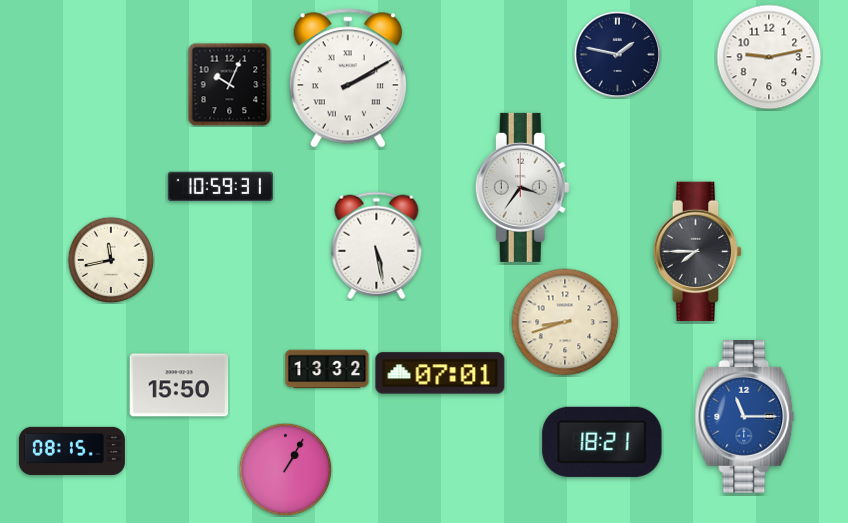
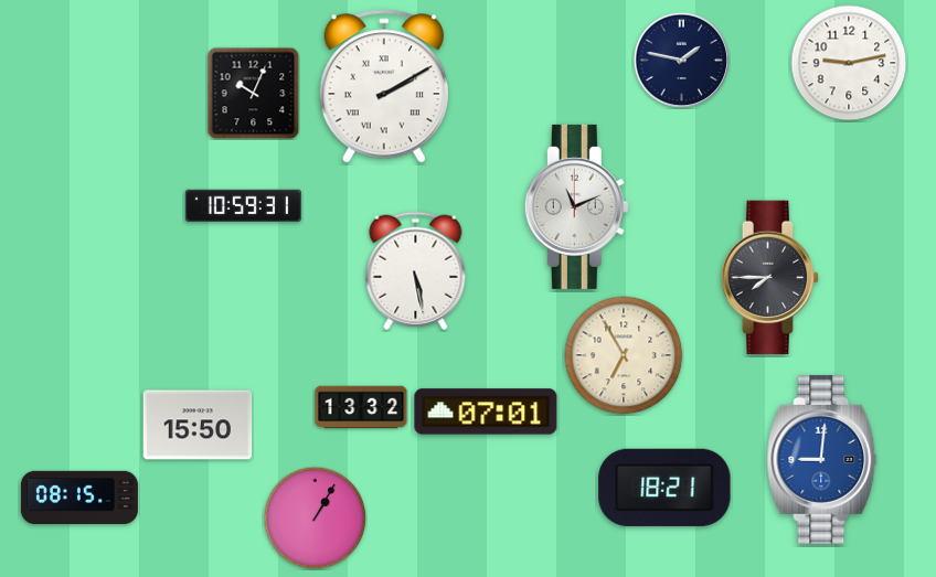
clock at (522, 187): 3:36 -> 11:11
clock at (111, 260): 11:43 -> none
clock at (565, 322): 8:42 -> 6:55
clock at (745, 416): 11:15 -> 9:01
